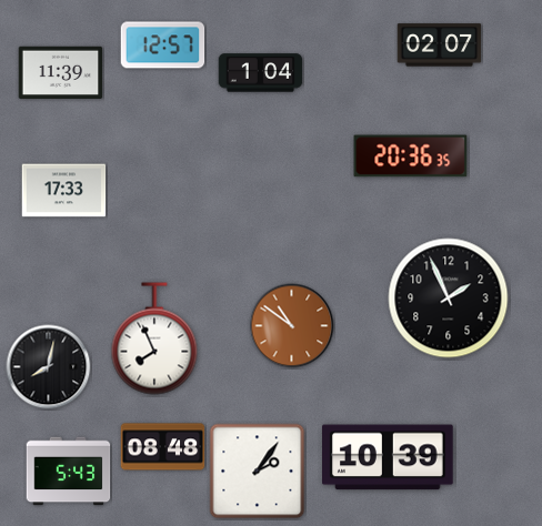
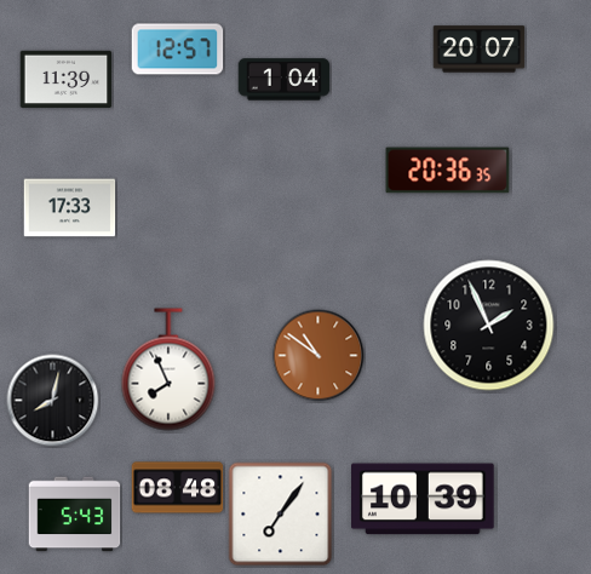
clock at (440, 45): 02:07 -> 20:07
clock at (258, 472): 2:06 -> 7:06
